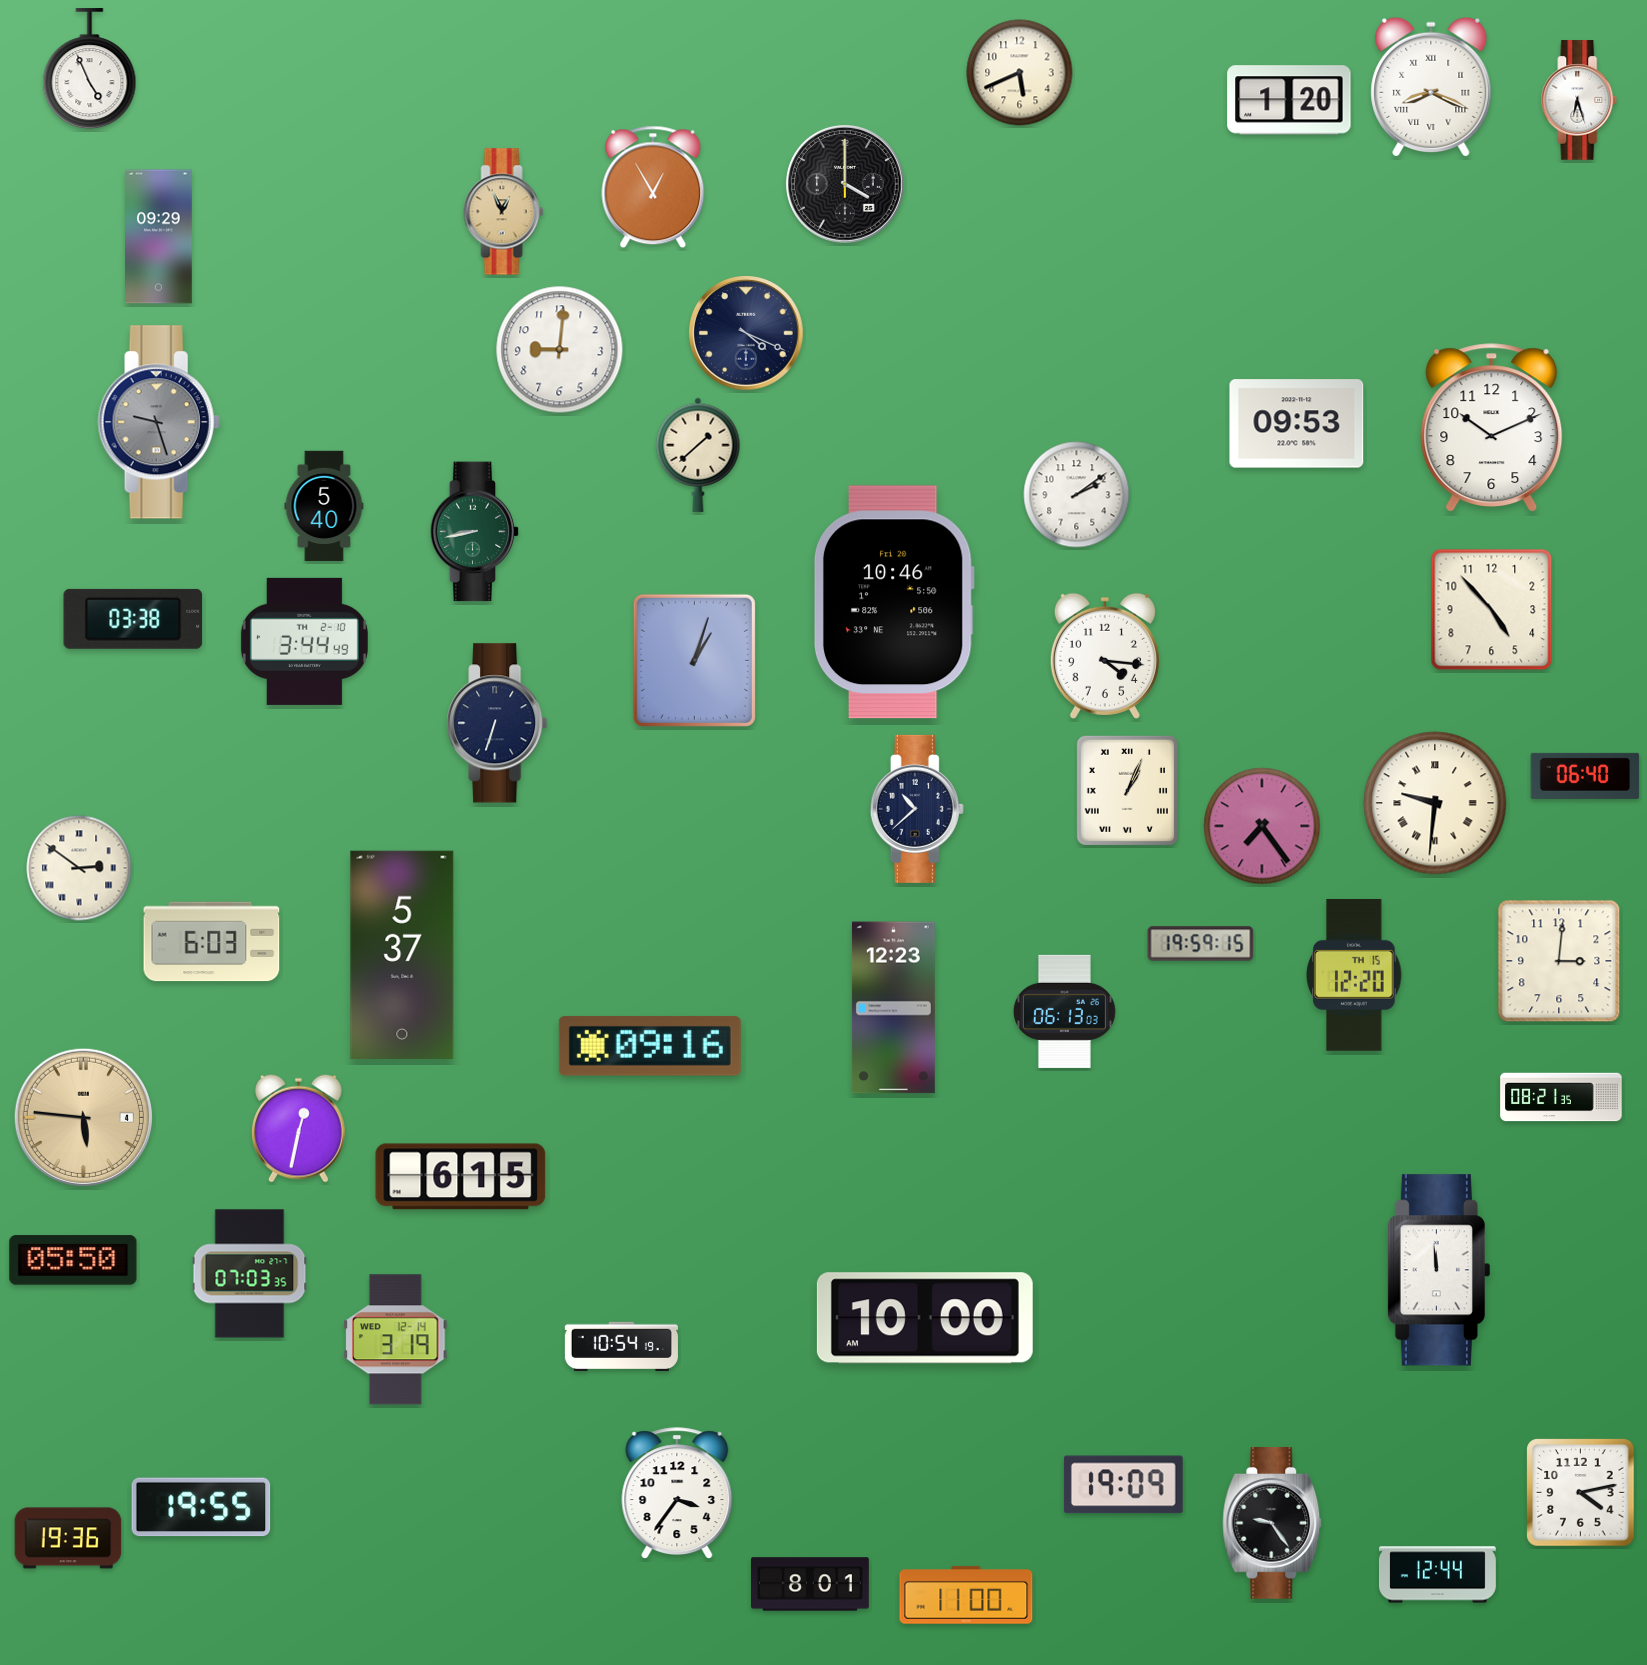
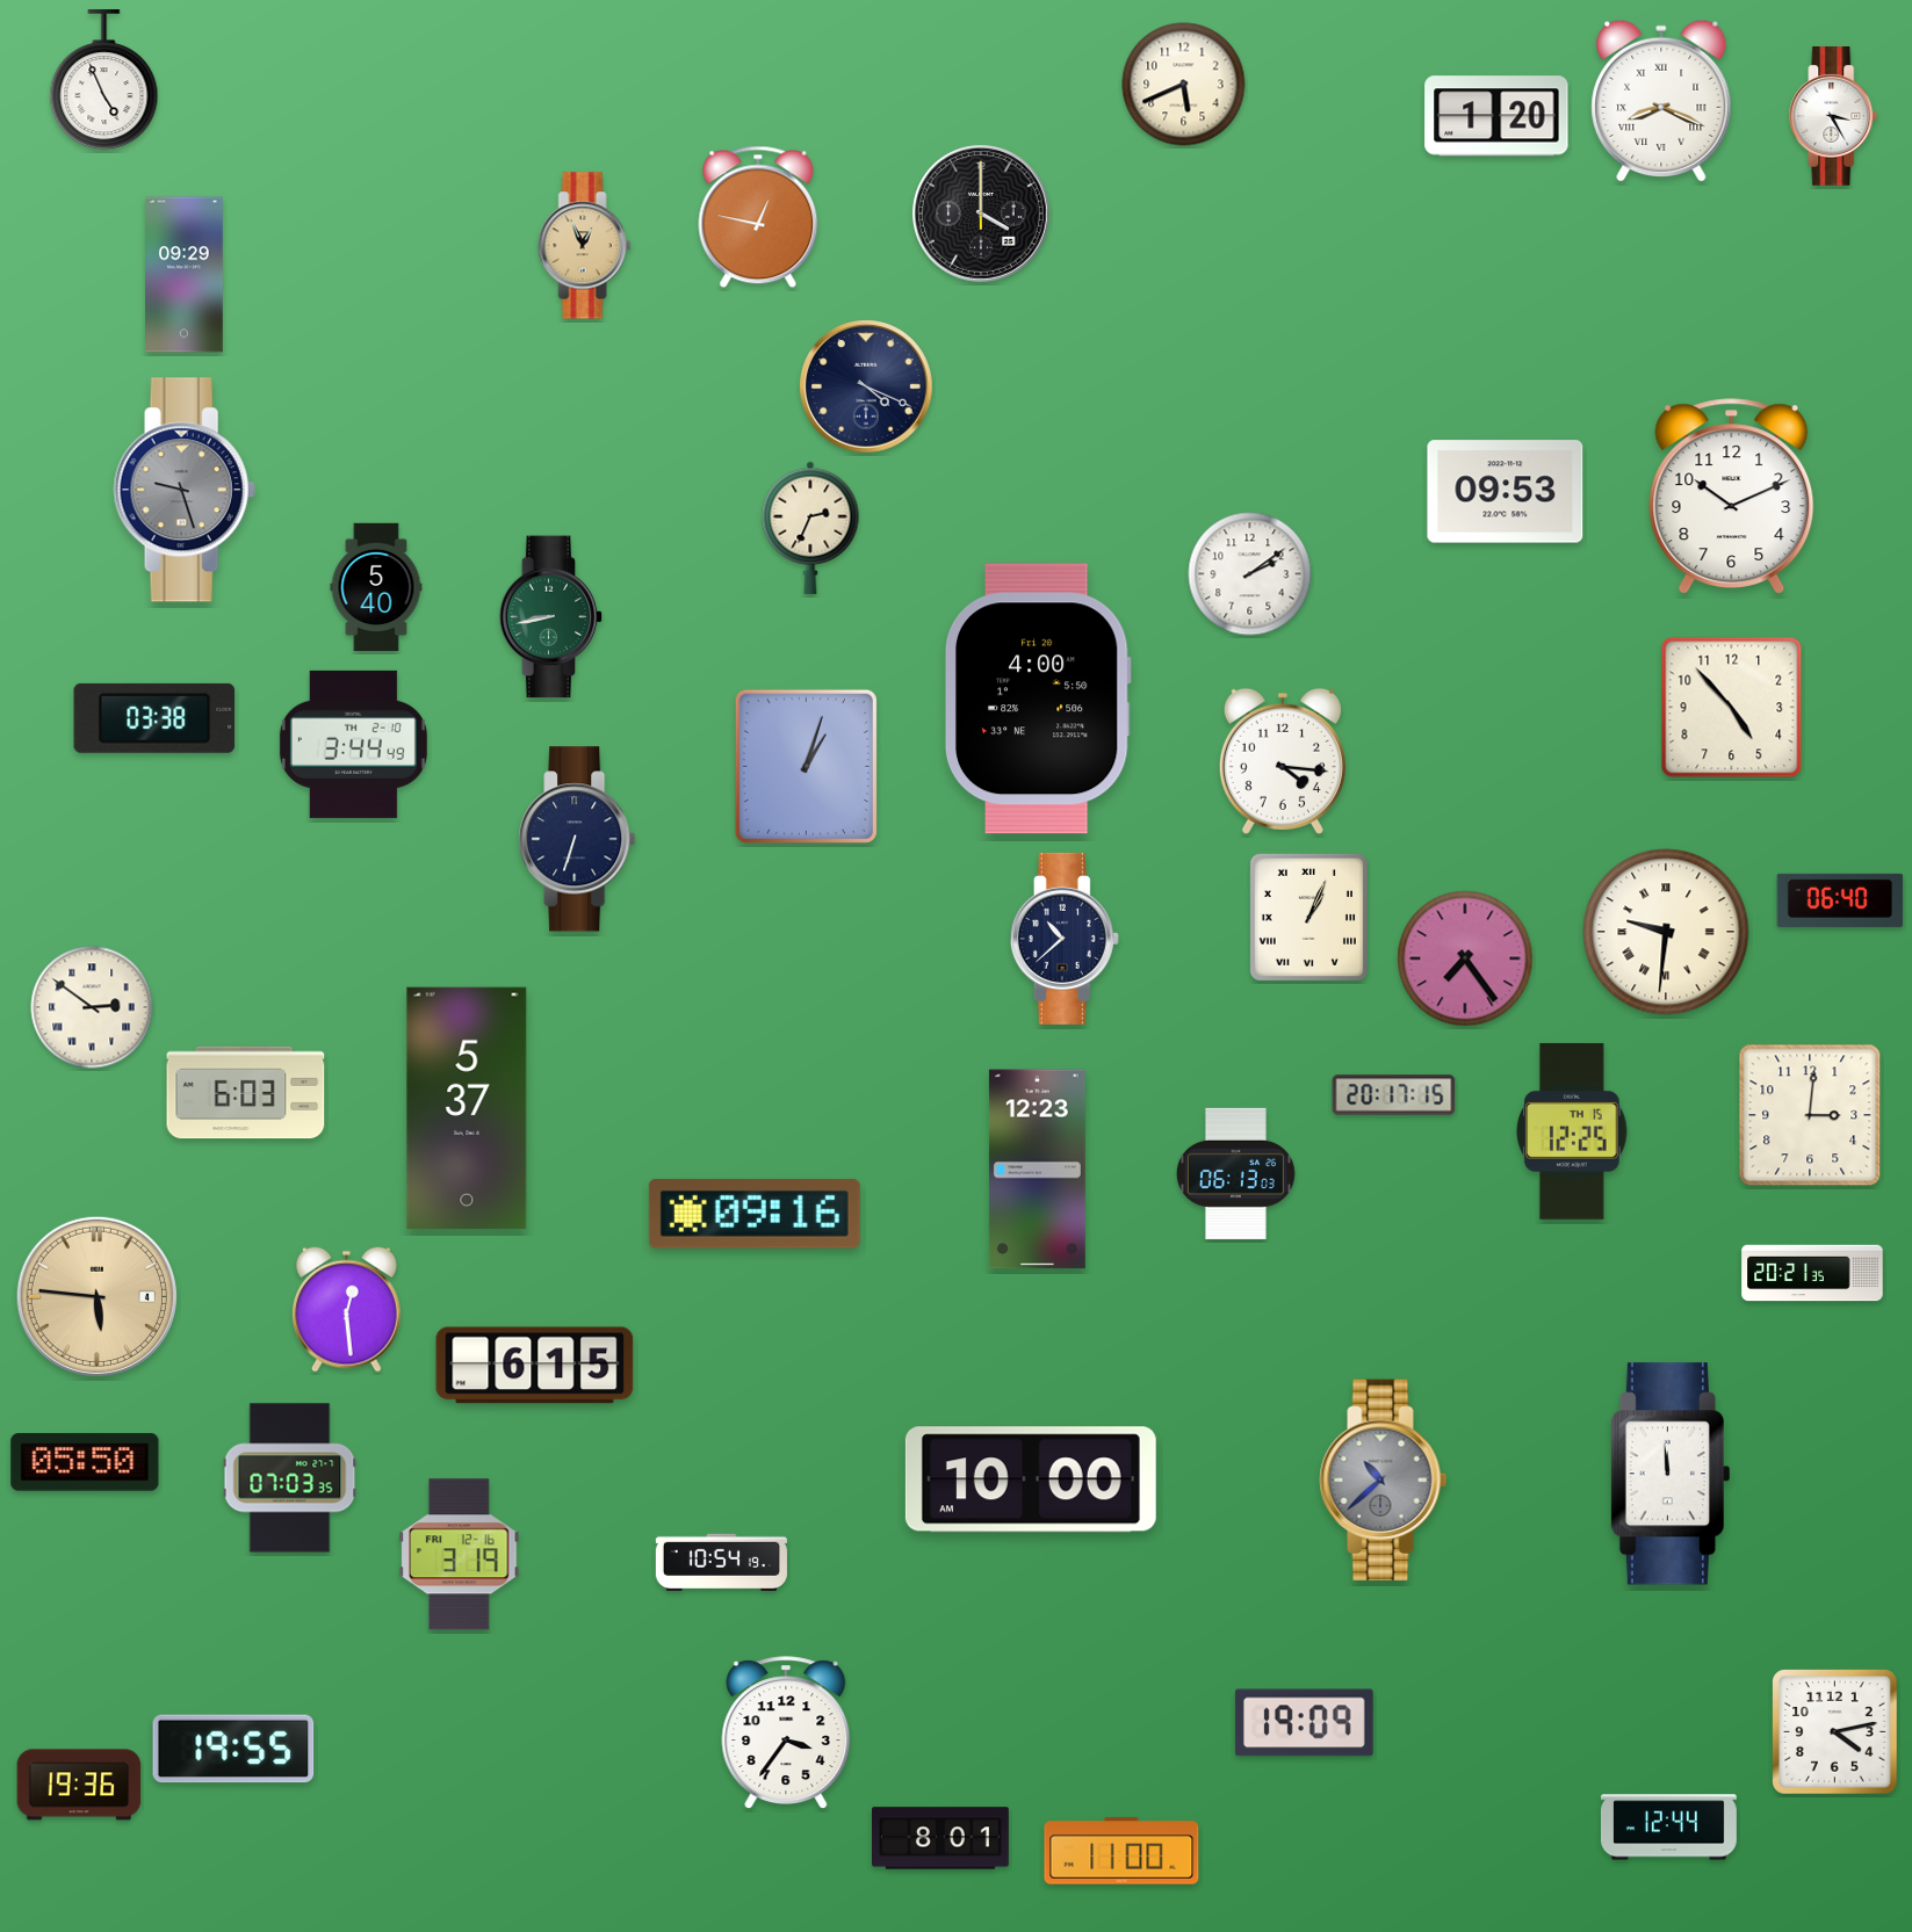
clock at (1579, 100): 6:27 -> 3:25
clock at (653, 187): 12:55 -> 12:47
clock at (560, 350): 9:01 -> none
clock at (698, 455): 1:38 -> 2:34
clock at (894, 602): 10:46 -> 4:00
clock at (1201, 944): 19:59 -> 20:17
clock at (1354, 975): 12:20 -> 12:25
clock at (1561, 1097): 08:21 -> 20:21
clock at (298, 1128): 12:32 -> 12:29
clock at (1384, 1481): none -> 10:38
clock at (925, 1318) position: (925, 1318) -> (1031, 1479)
clock at (396, 1340) date: WED 12-14 -> FRI 12-16
clock at (1272, 1524): 9:24 -> none
